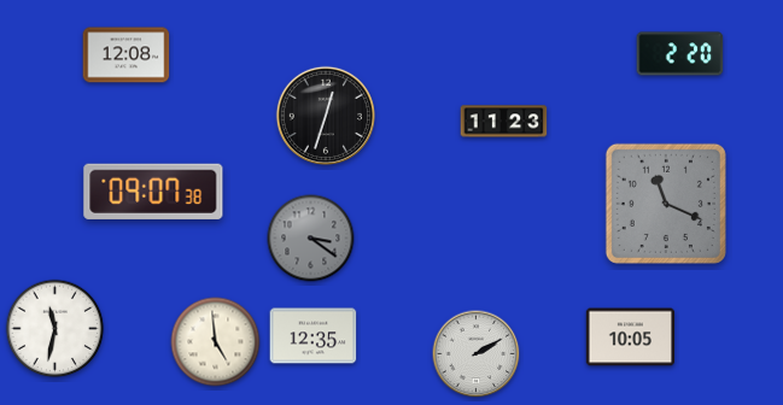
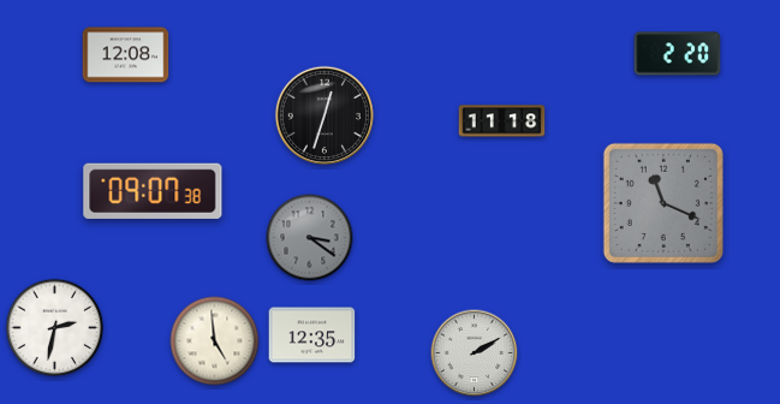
clock at (504, 122): 11:23 -> 11:18
clock at (55, 329): 11:32 -> 2:32
clock at (631, 337): 10:05 -> none
